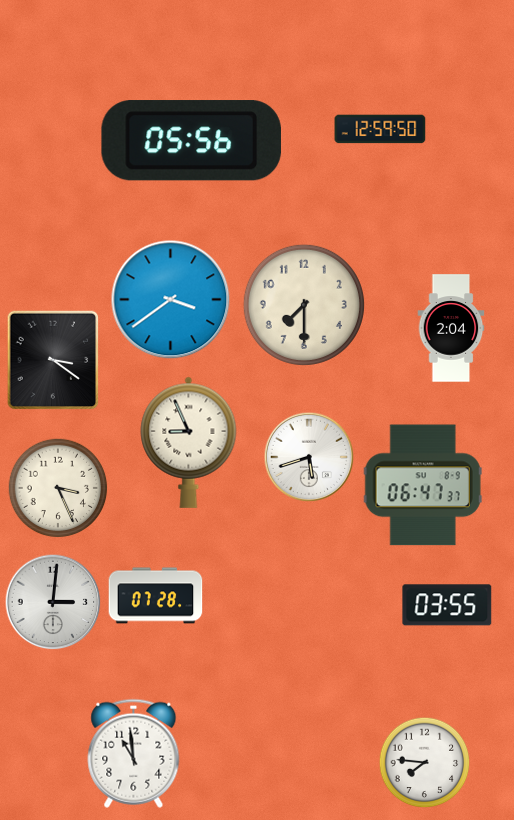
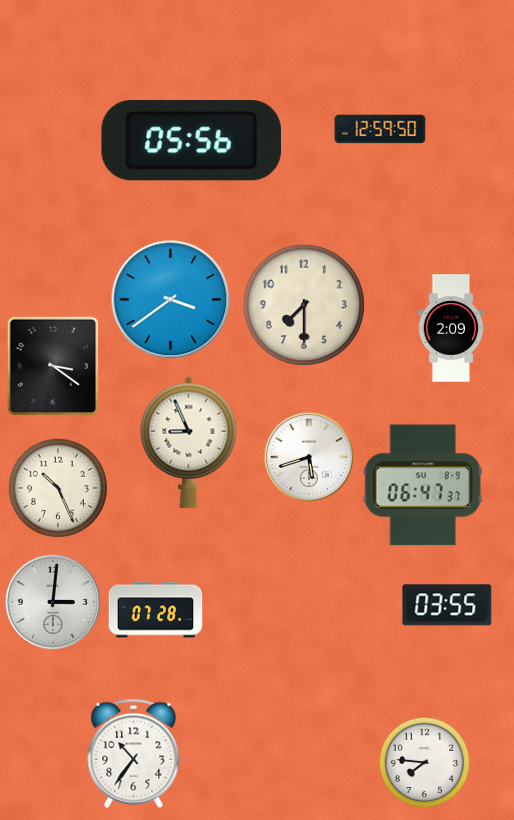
clock at (451, 328): 2:04 -> 2:09
clock at (53, 360) position: (53, 360) -> (53, 366)
clock at (58, 488): 3:26 -> 10:26
clock at (156, 596) position: (156, 596) -> (156, 610)
clock at (134, 753): 10:59 -> 10:36
